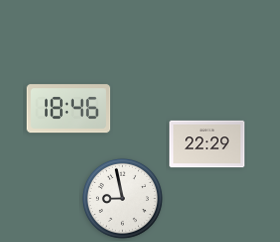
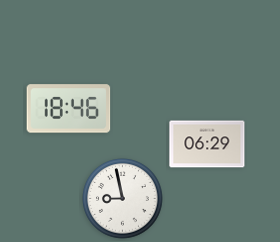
clock at (207, 144): 22:29 -> 06:29
